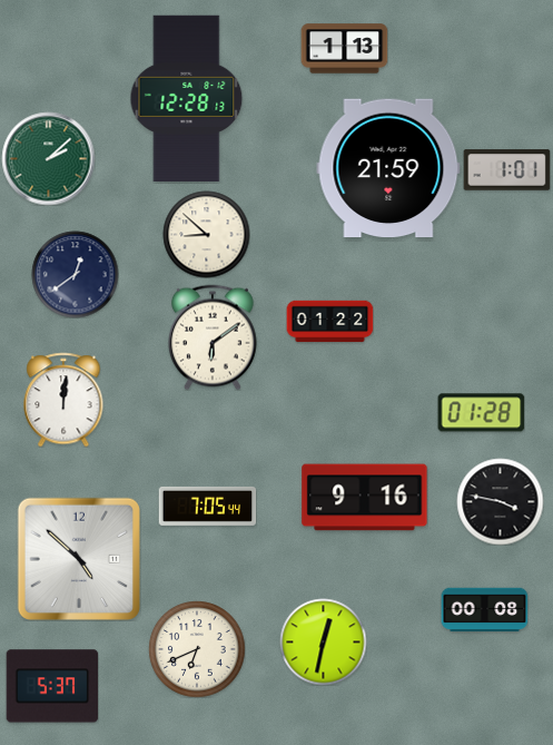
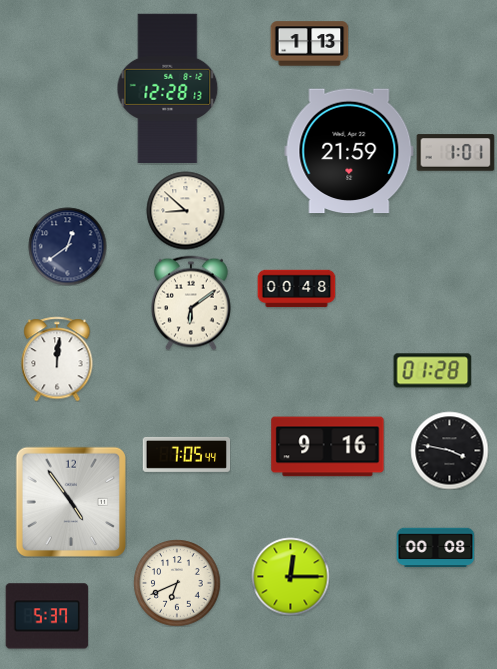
clock at (48, 158): 2:08 -> none
clock at (329, 322): 01:22 -> 00:48
clock at (79, 559): 4:52 -> 4:54
clock at (323, 641): 12:32 -> 12:15
